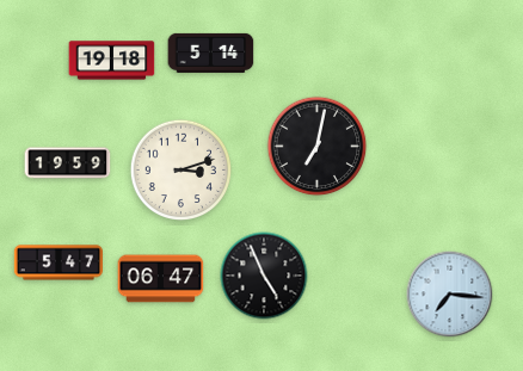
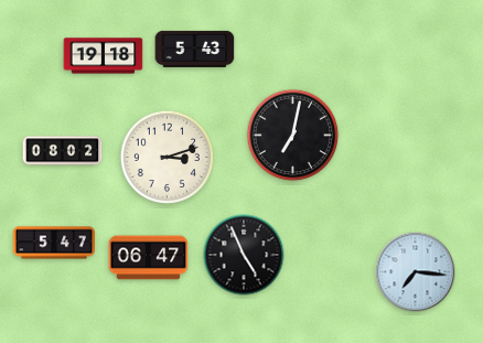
clock at (211, 52): 5:14 -> 5:43
clock at (68, 163): 19:59 -> 08:02
